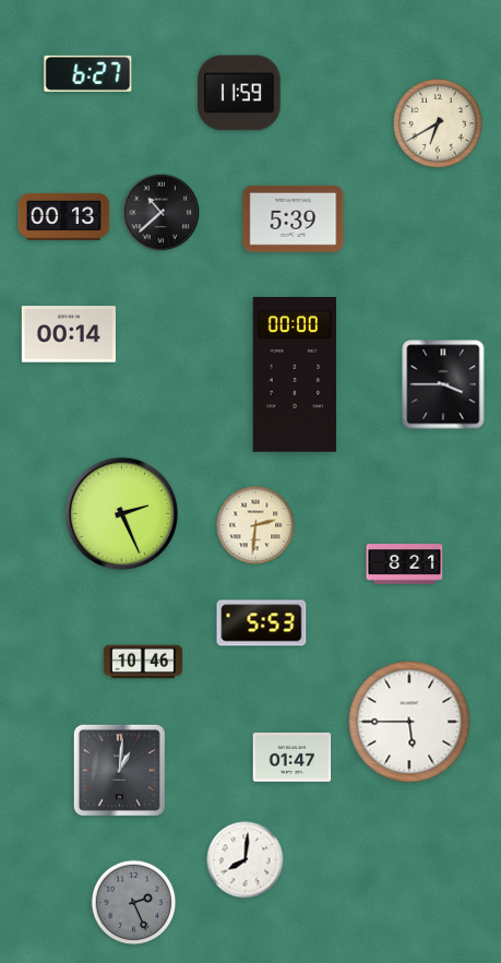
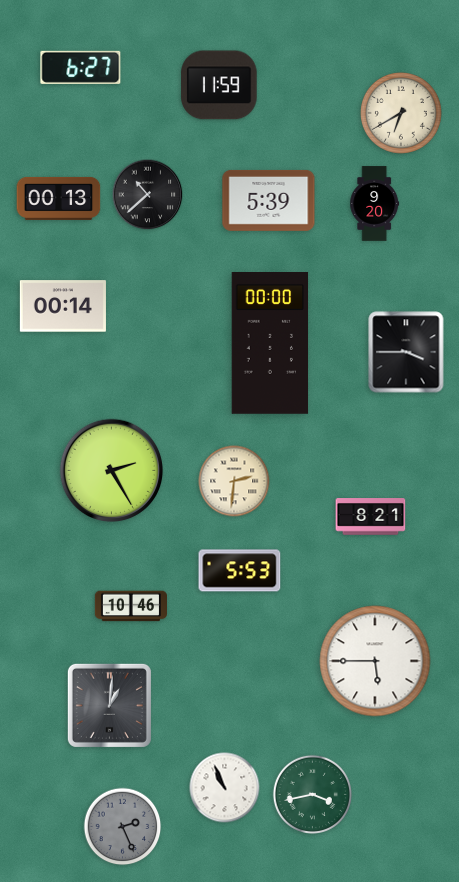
clock at (375, 204): none -> 9:20
clock at (122, 514): 2:26 -> 2:25
clock at (293, 757): 01:47 -> none
clock at (246, 860): 8:01 -> 10:56
clock at (312, 794): none -> 3:43
